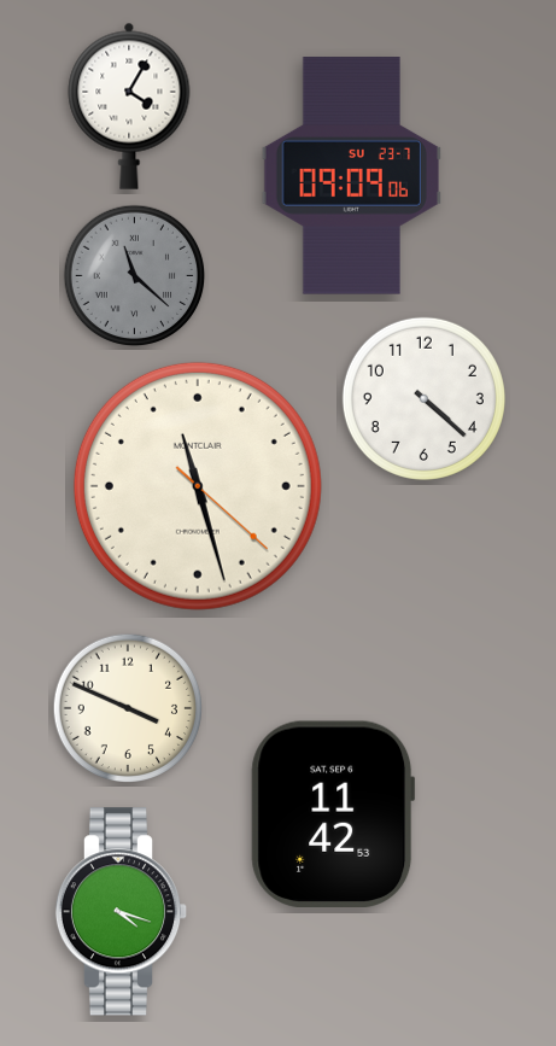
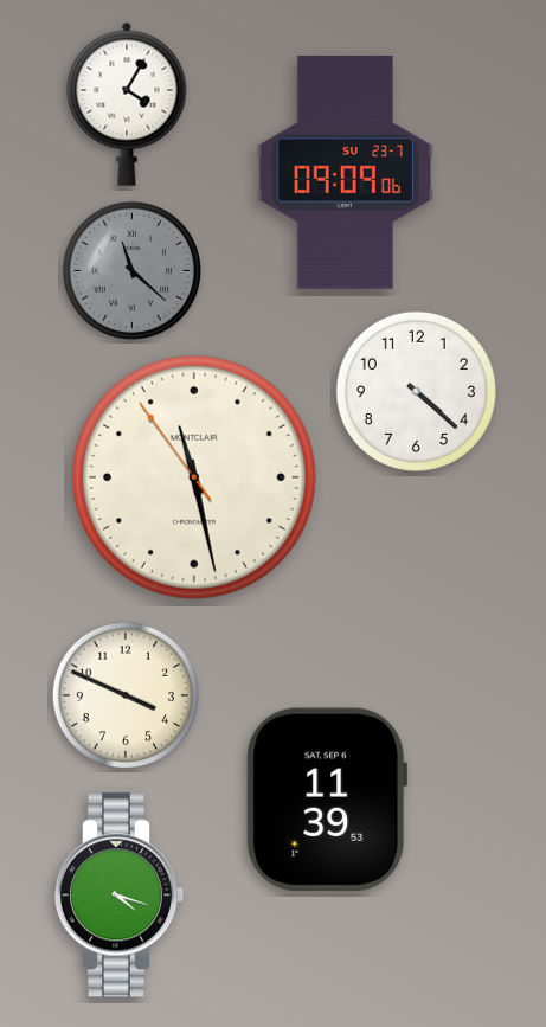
clock at (198, 486): 11:27:22 -> 11:27:54
clock at (333, 813): 11:42 -> 11:39
